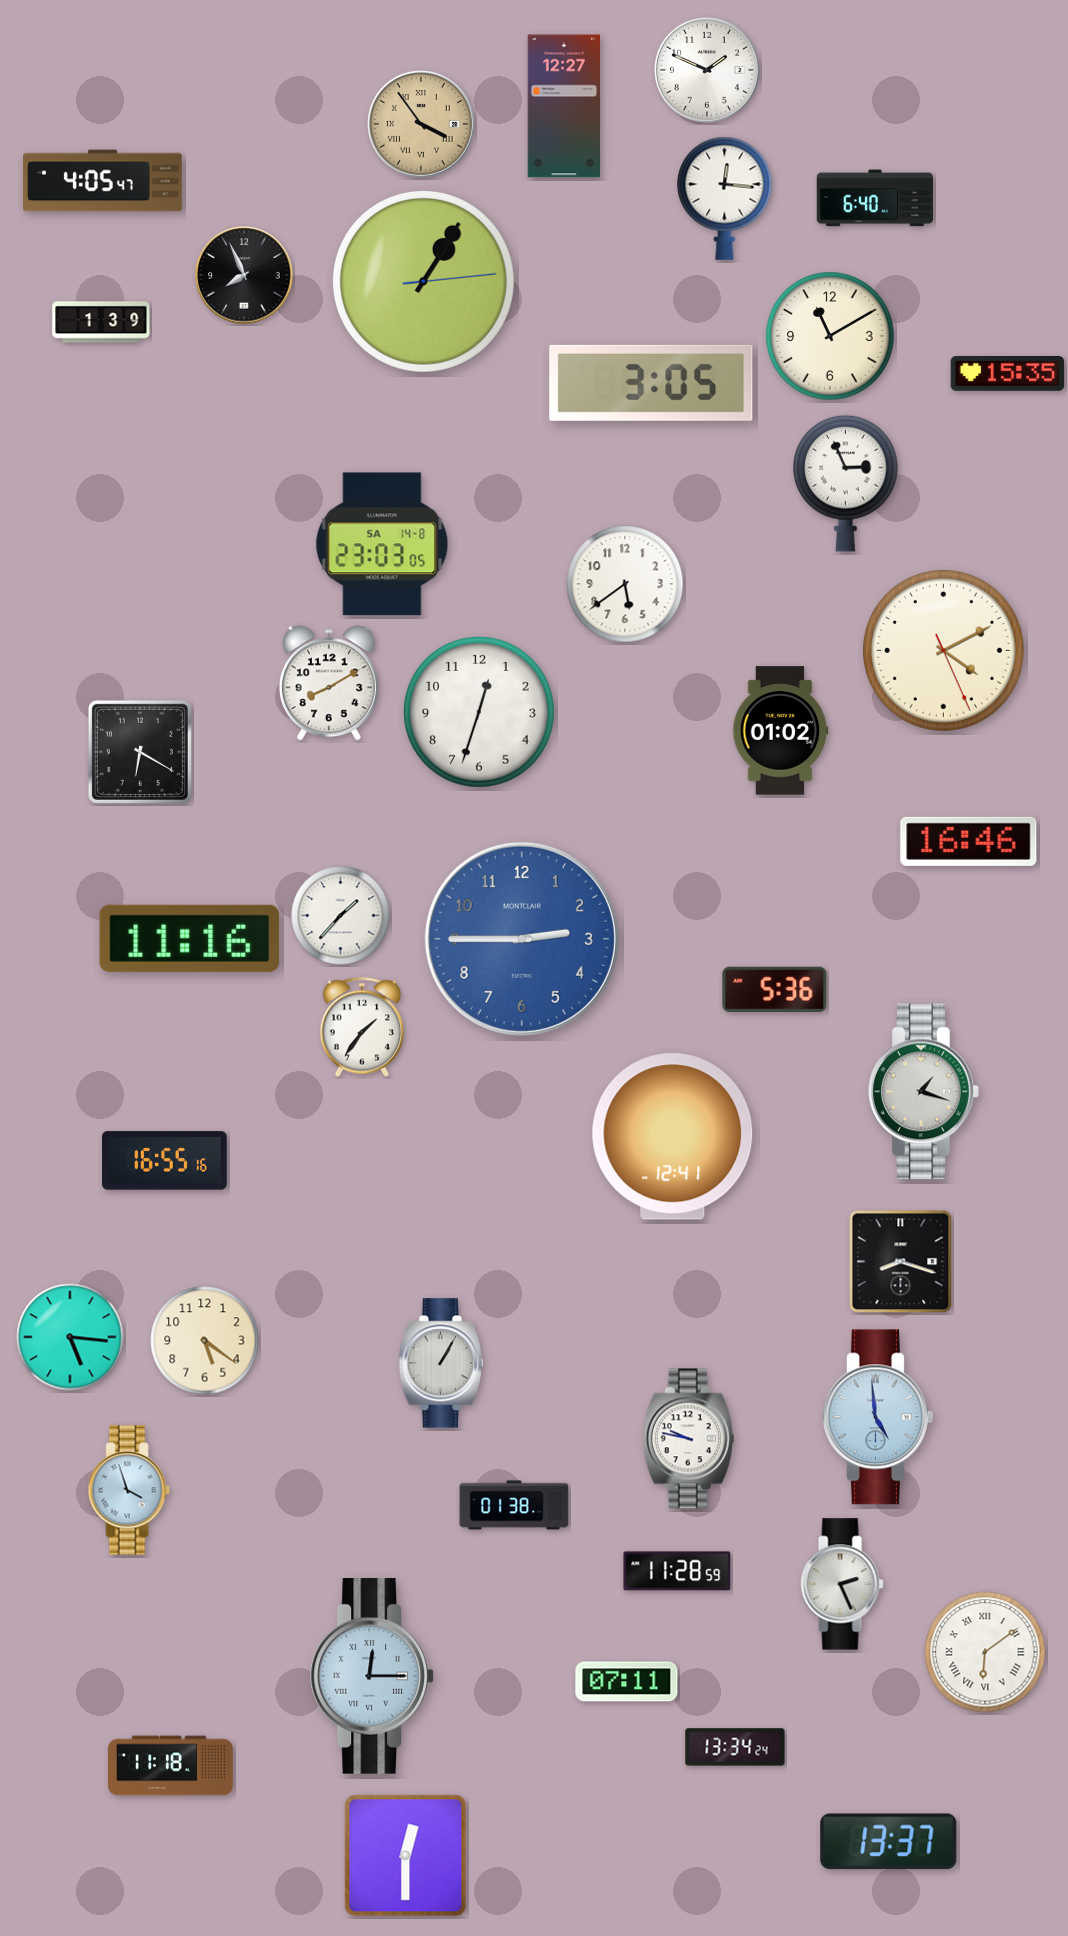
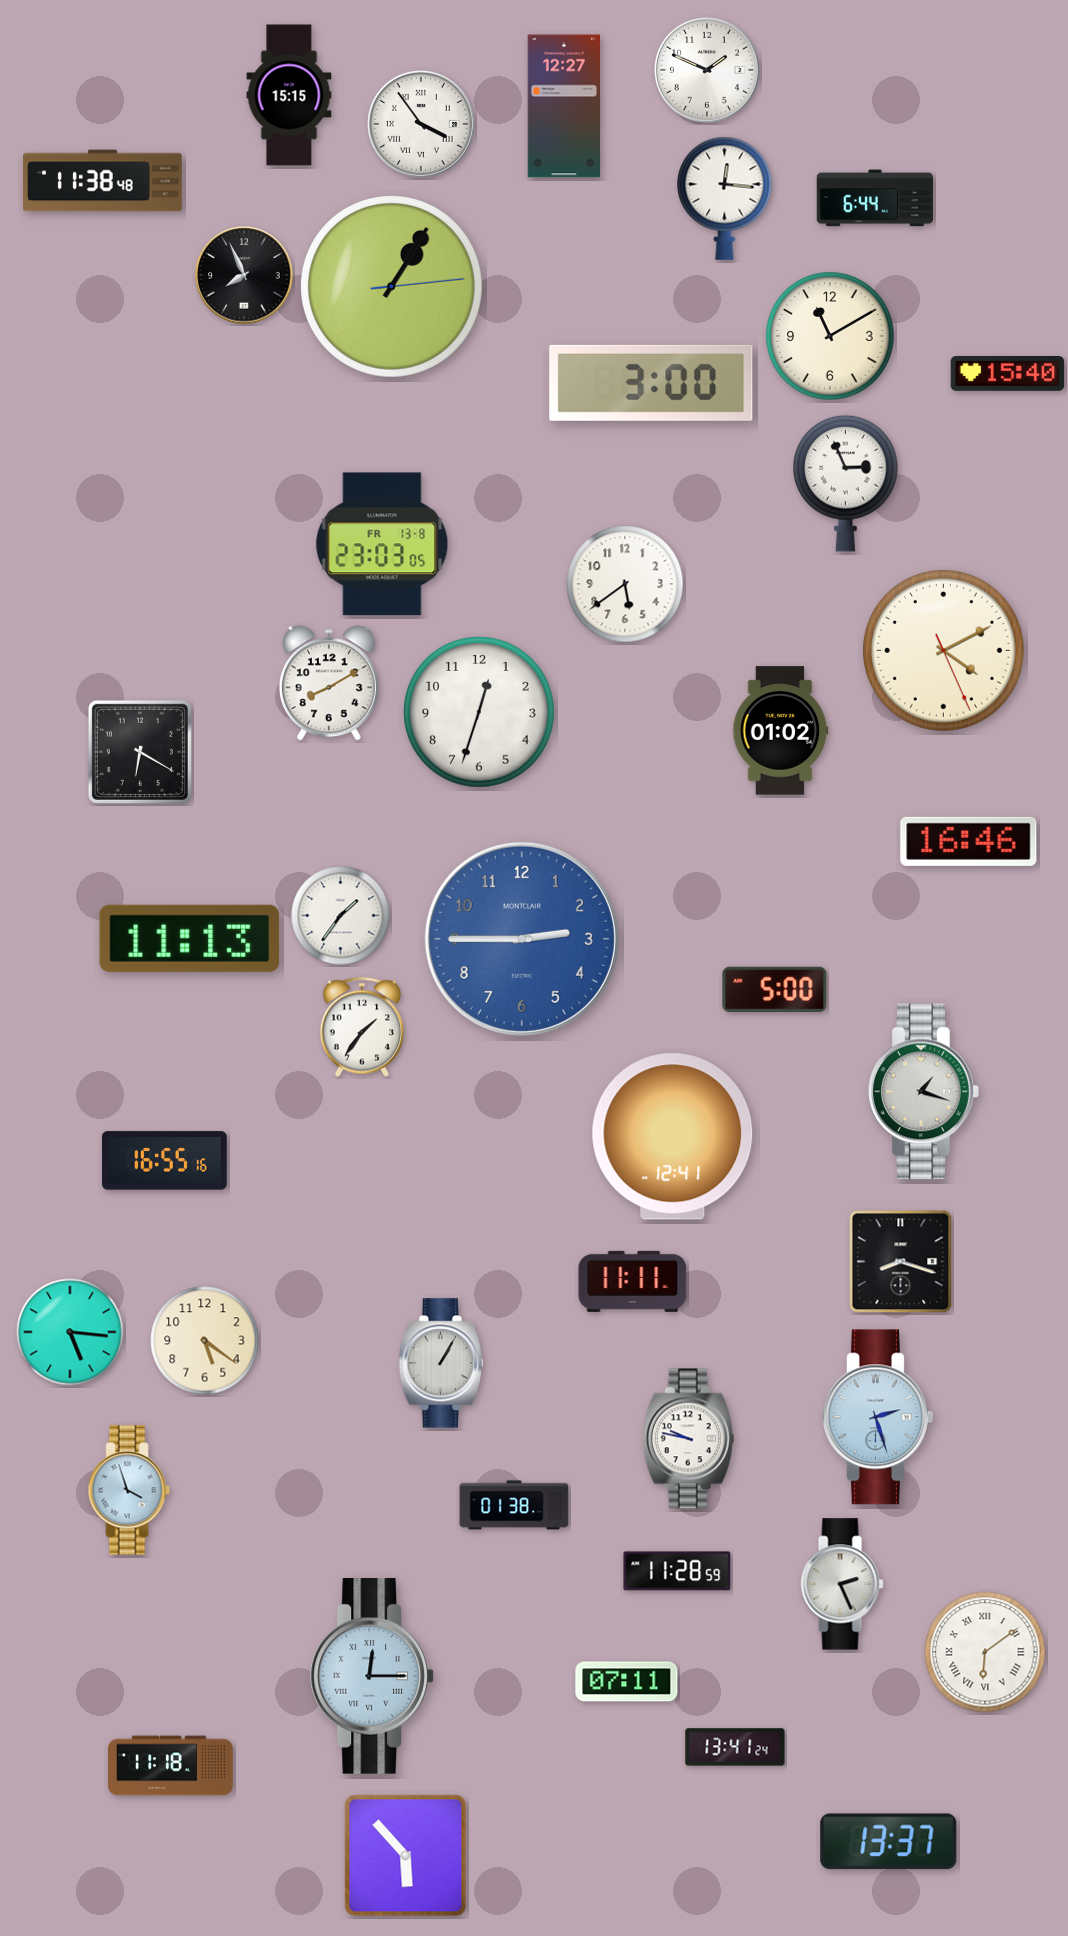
clock at (289, 95): none -> 15:15
clock at (421, 124) dial: champagne -> white
clock at (103, 181): 4:05 -> 11:38
clock at (874, 198): 6:40 -> 6:44
clock at (423, 281) position: (423, 281) -> (391, 286)
clock at (101, 322): 1:39 -> none
clock at (1008, 374): 15:35 -> 15:40
clock at (651, 383): 3:05 -> 3:00
clock at (382, 544) date: SA 14-8 -> FR 13-8
clock at (341, 916): 1:37 -> 1:36
clock at (190, 938): 11:16 -> 11:13
clock at (775, 989): 5:36 -> 5:00
clock at (633, 1281): none -> 11:11
clock at (70, 1337) position: (70, 1337) -> (70, 1332)
clock at (878, 1417): 4:59 -> 2:27
clock at (735, 1747): 13:34 -> 13:41
clock at (406, 1856): 12:30 -> 5:53
